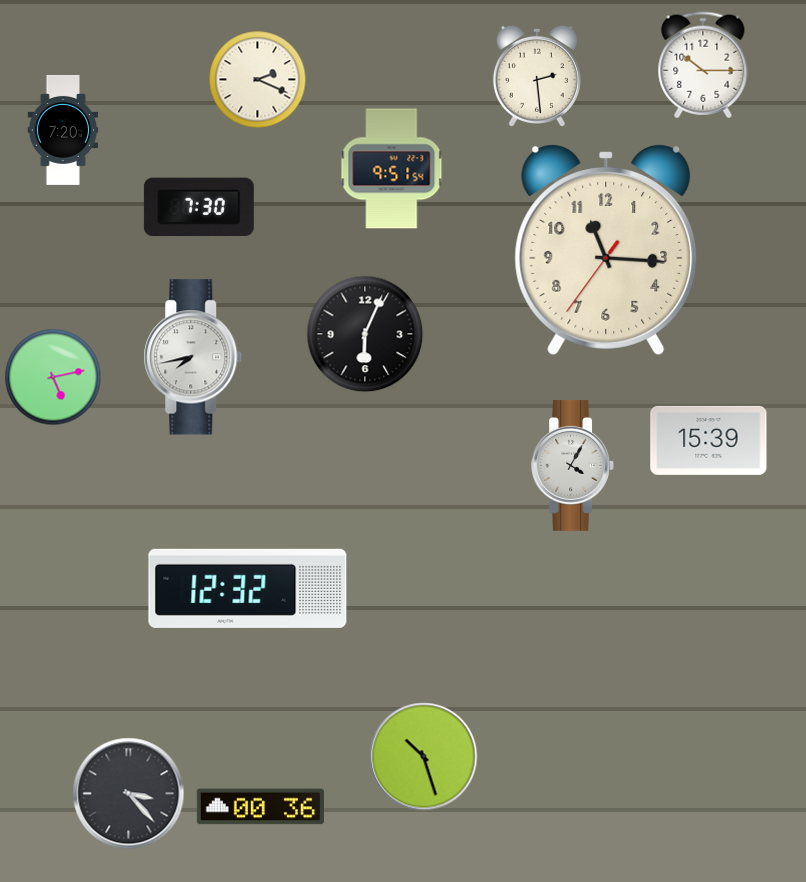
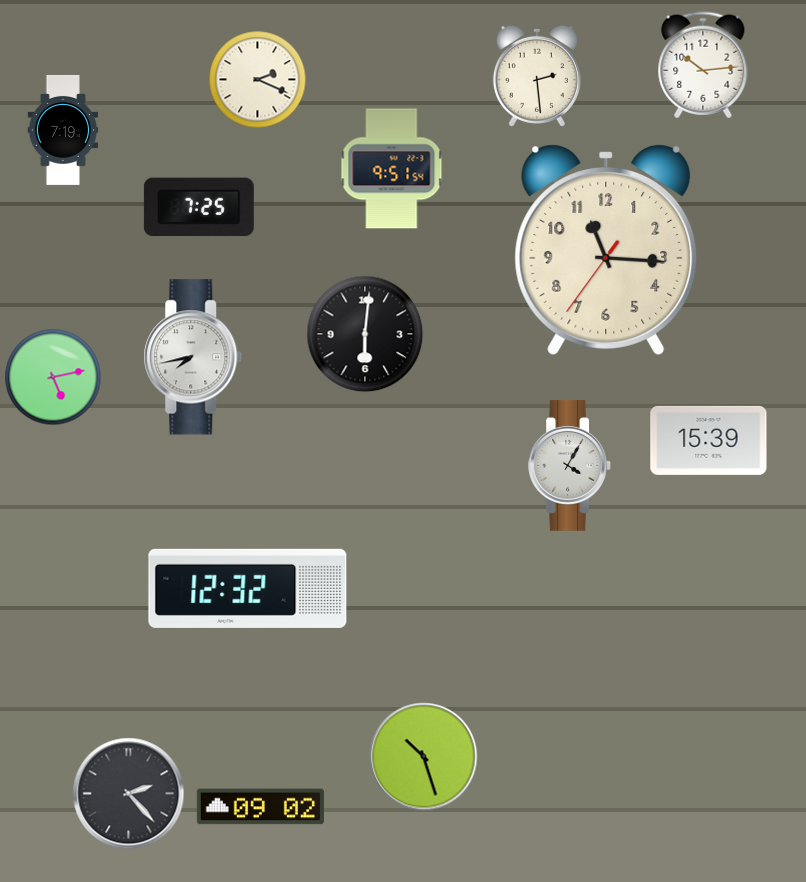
clock at (703, 65): 10:15 -> 10:14
clock at (63, 130): 7:20 -> 7:19
clock at (199, 207): 7:30 -> 7:25
clock at (365, 334): 6:04 -> 6:01
clock at (572, 466) position: (572, 466) -> (569, 466)
clock at (129, 794): 3:23 -> 2:23
clock at (260, 807): 00:36 -> 09:02
